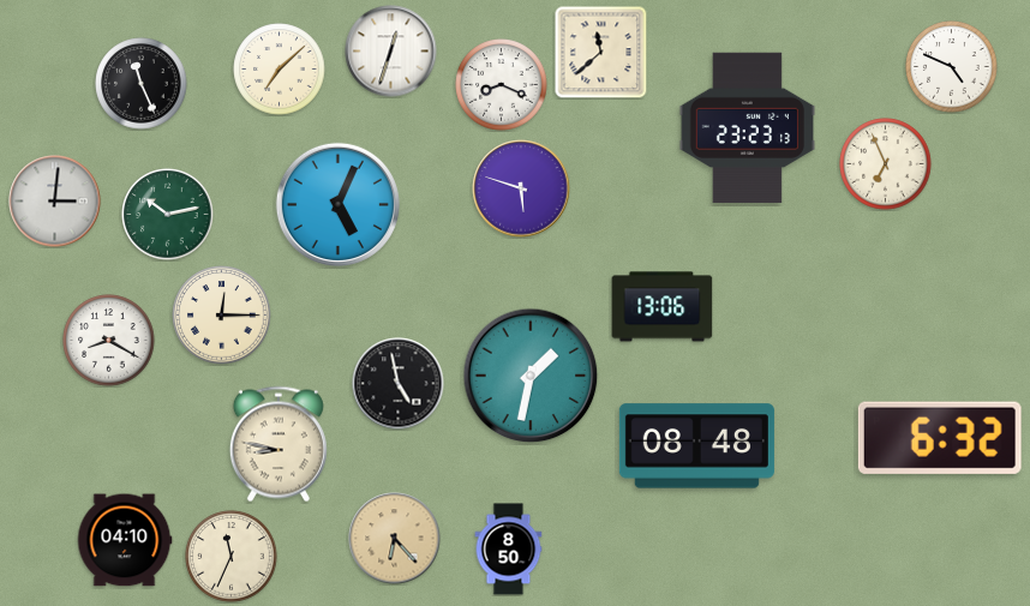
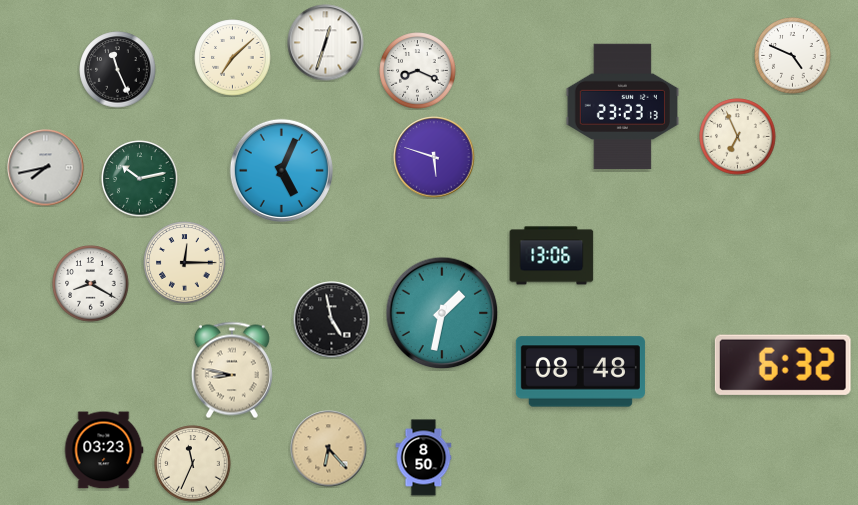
clock at (600, 52): 11:38 -> none
clock at (55, 202): 3:01 -> 7:43
clock at (125, 540): 04:10 -> 03:23
